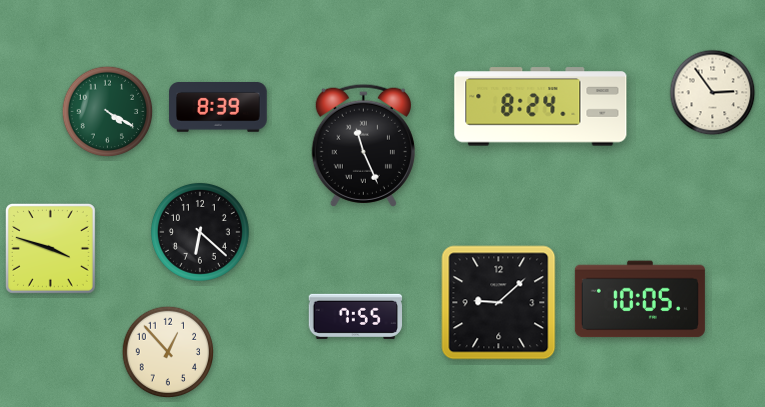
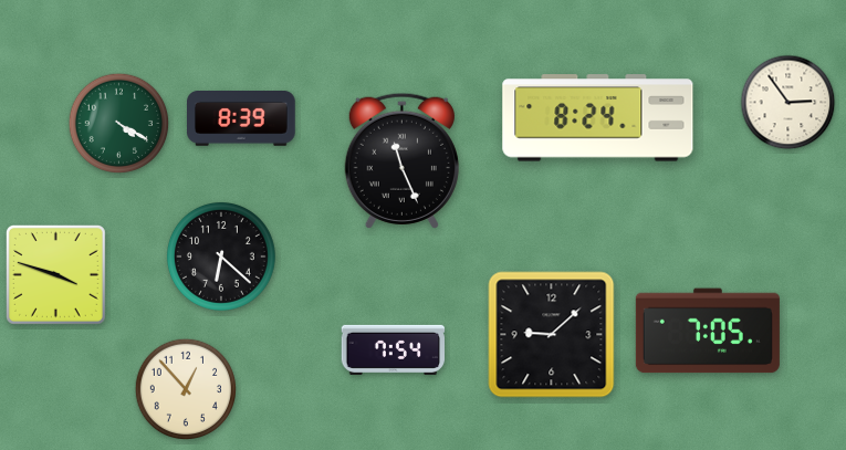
clock at (640, 299): 10:05 -> 7:05
clock at (356, 316): 7:55 -> 7:54
